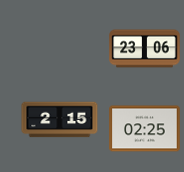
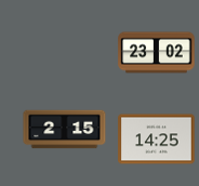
clock at (145, 49): 23:06 -> 23:02
clock at (145, 129): 02:25 -> 14:25
